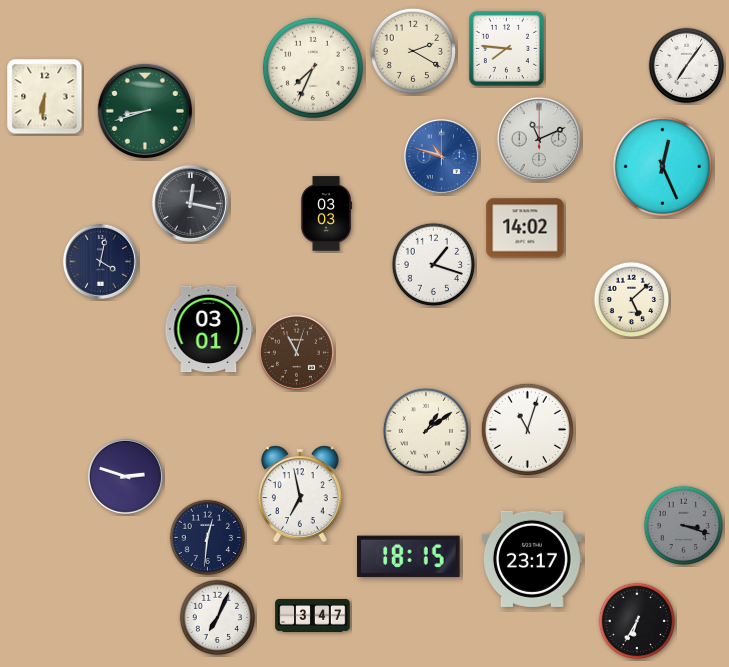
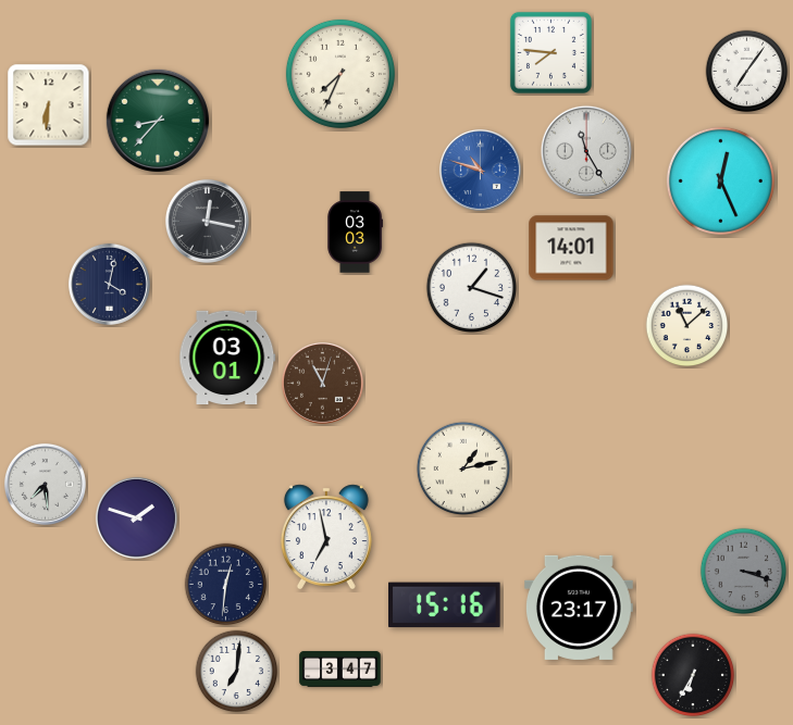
clock at (412, 50): 2:20 -> none
clock at (144, 110): 8:42 -> 8:37
clock at (539, 139): 11:11 -> 11:25
clock at (525, 228): 14:02 -> 14:01
clock at (632, 300): 5:08 -> 11:08
clock at (527, 429): 11:03 -> none
clock at (425, 430): 1:09 -> 1:13
clock at (45, 484): none -> 7:29
clock at (125, 476): 2:48 -> 1:48
clock at (409, 557): 18:15 -> 15:16
clock at (218, 618): 7:04 -> 7:01
